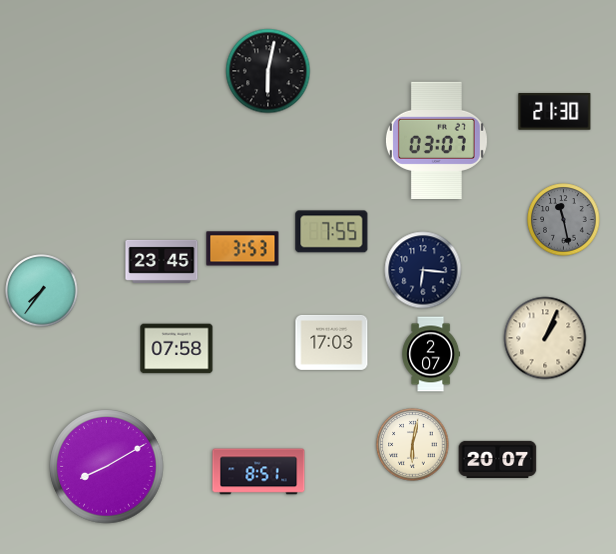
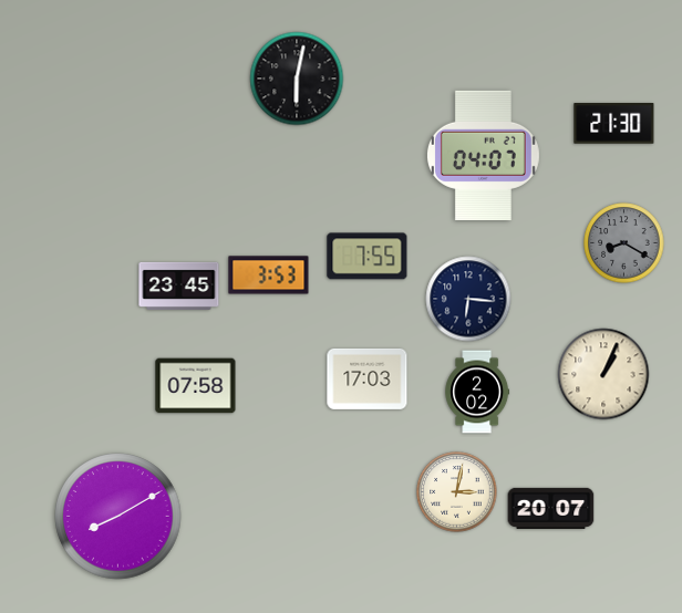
clock at (436, 140): 03:07 -> 04:07
clock at (564, 220): 11:28 -> 8:20
clock at (162, 261) position: (162, 261) -> (179, 285)
clock at (42, 291): 7:36 -> none
clock at (431, 354): 2:07 -> 2:02
clock at (413, 445): 6:02 -> 3:02
clock at (259, 472): 8:51 -> none
